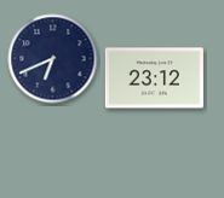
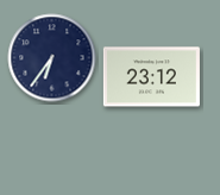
clock at (53, 59): 6:41 -> 6:36
